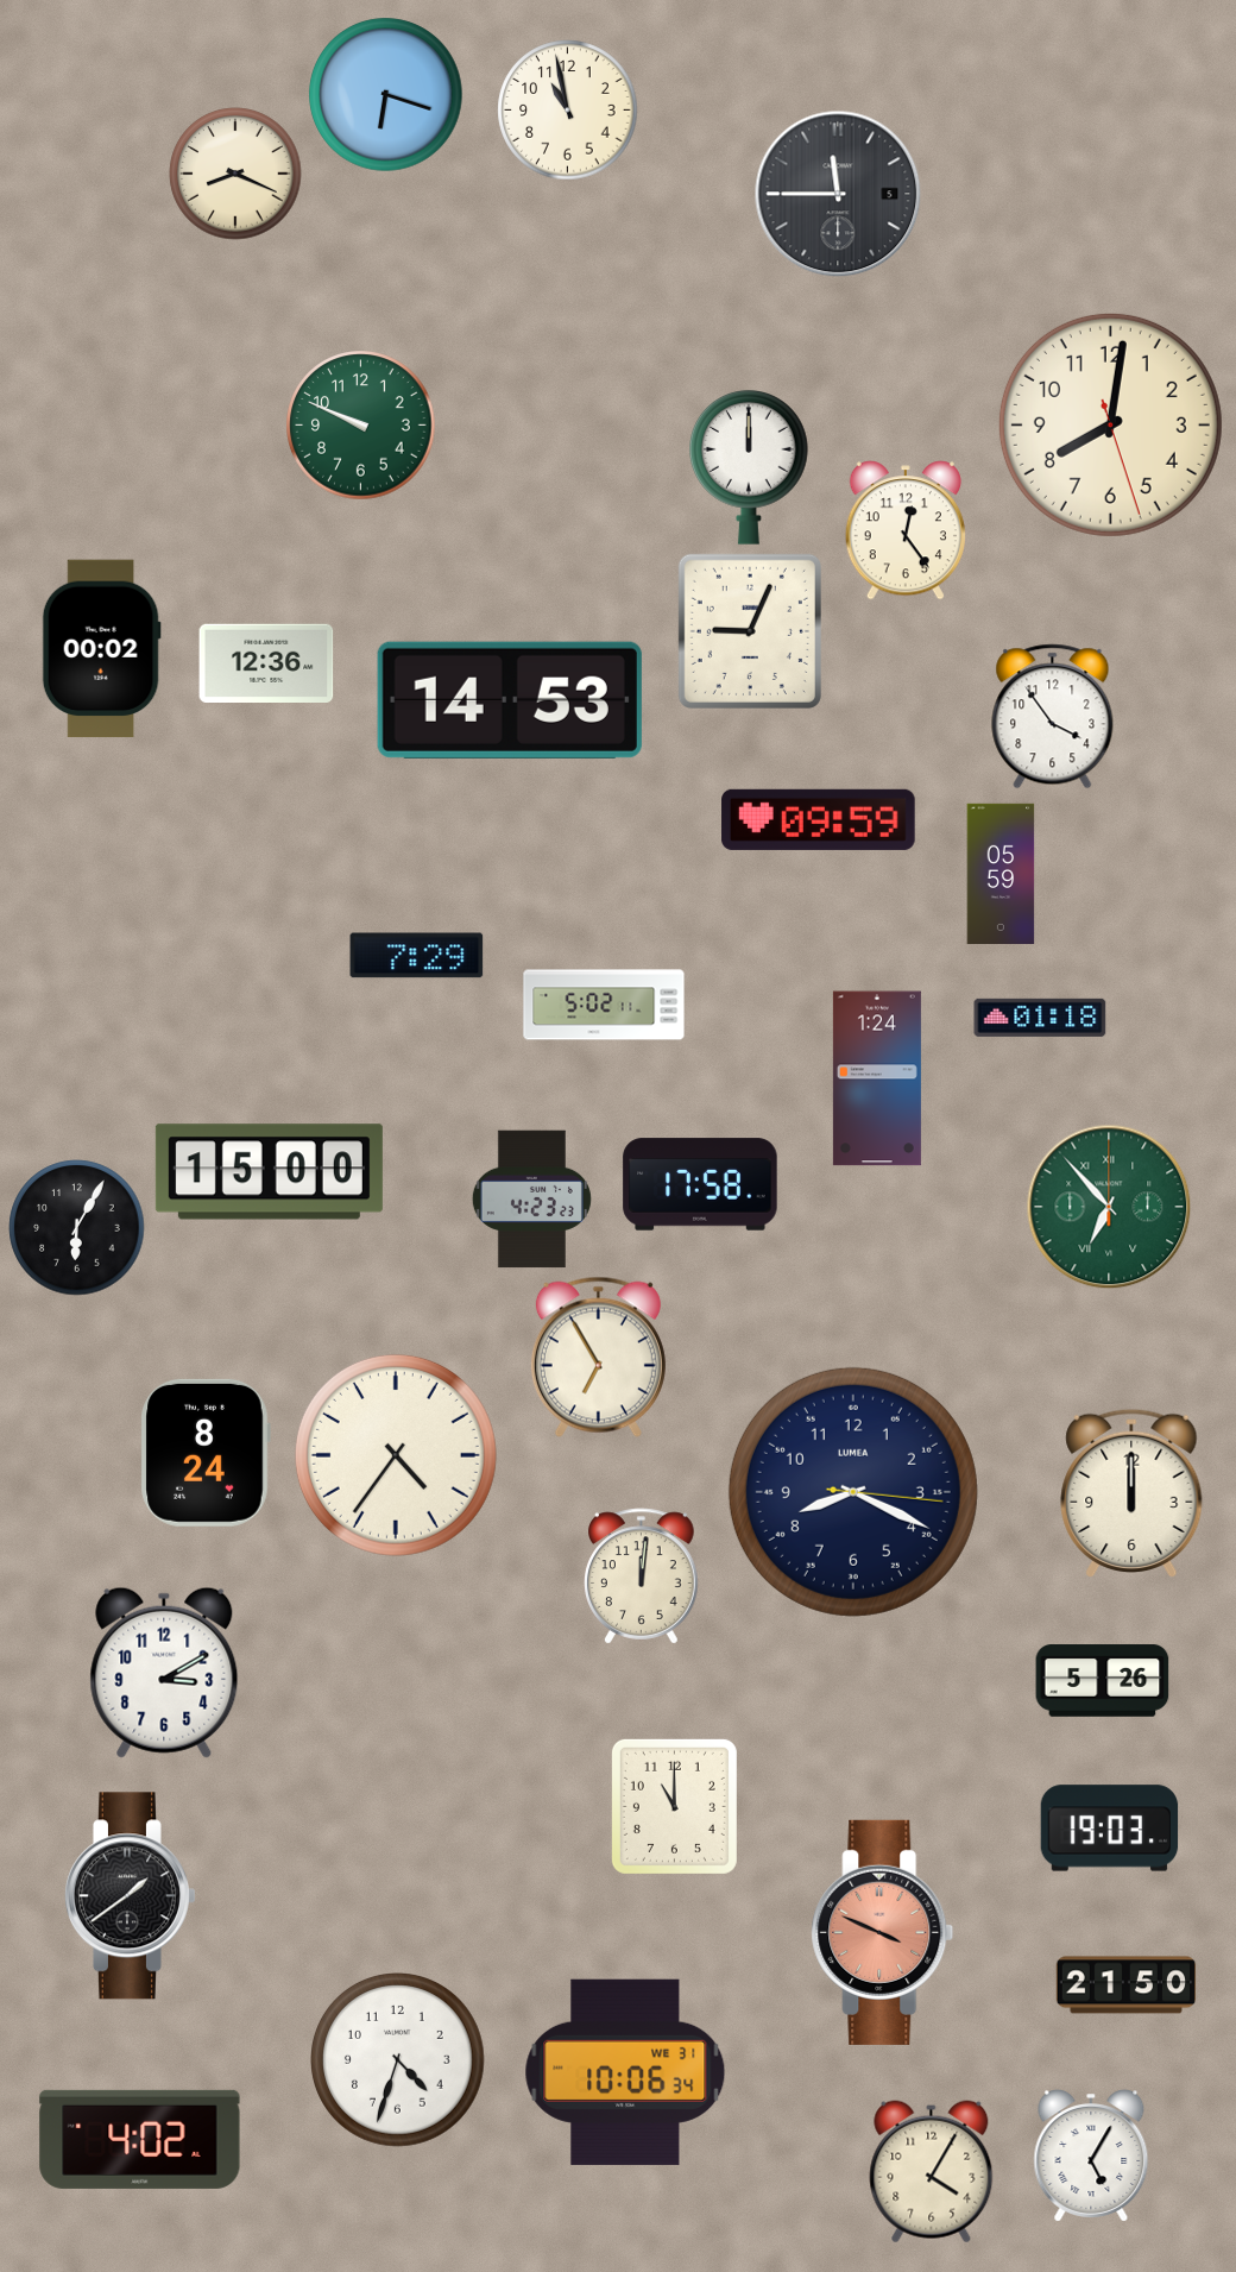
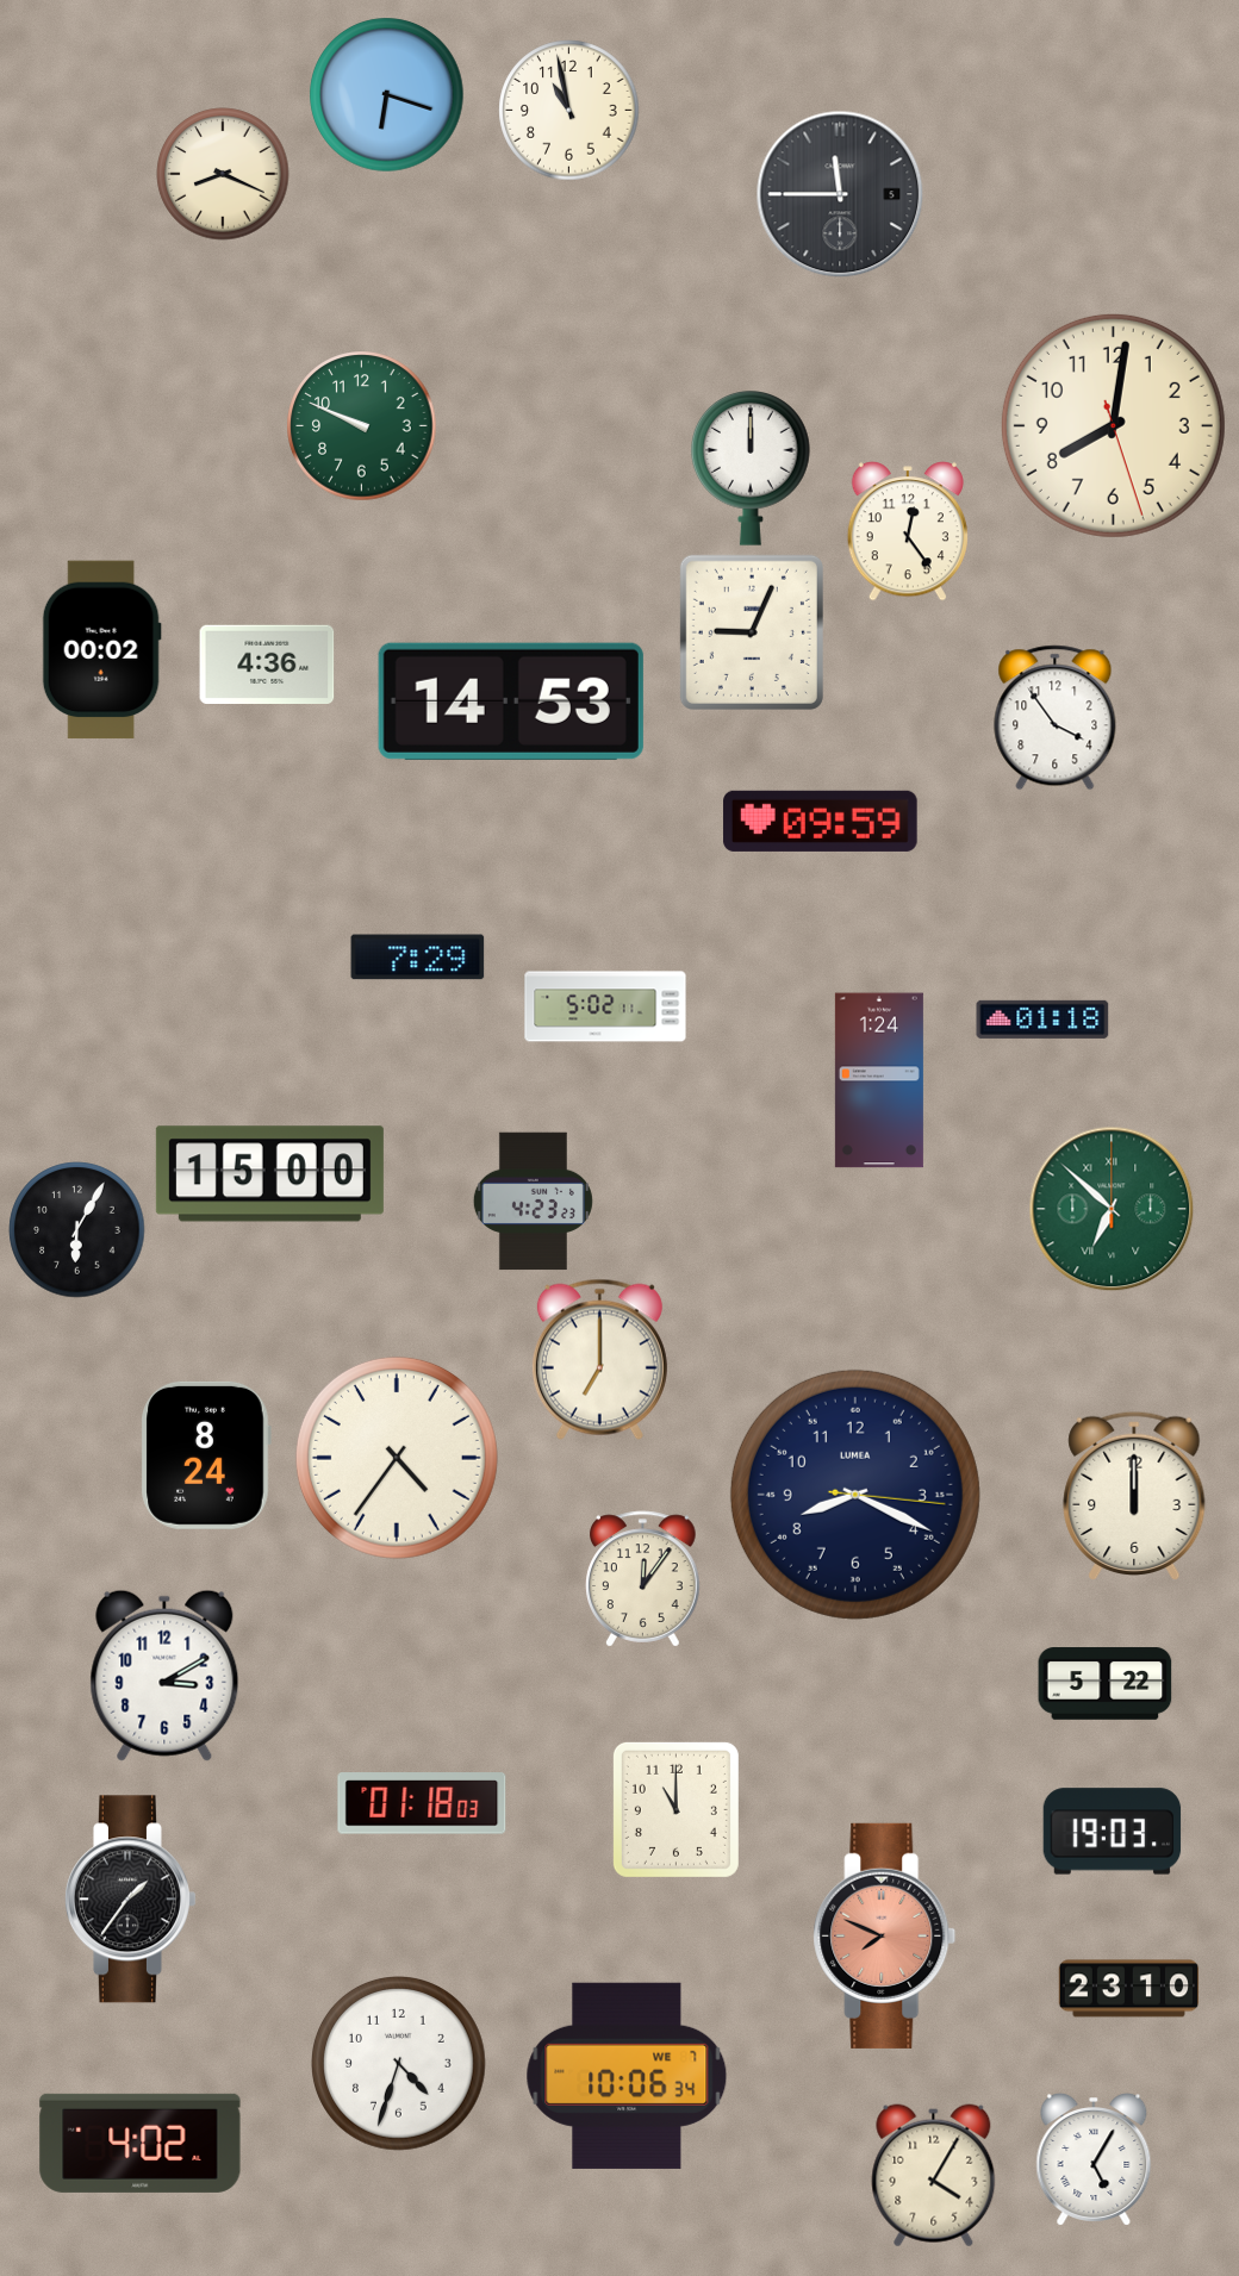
clock at (235, 174) position: (235, 174) -> (223, 174)
clock at (266, 662): 12:36 -> 4:36
clock at (1001, 873): 05:59 -> none
clock at (700, 1184): 17:58 -> none
clock at (1109, 1207): 6:53 -> 6:52
clock at (598, 1357): 6:55 -> 7:00
clock at (642, 1576): 12:01 -> 12:06
clock at (1103, 1681): 5:26 -> 5:22
clock at (422, 1803): none -> 01:18
clock at (130, 1896): 1:39 -> 1:36
clock at (883, 1932): 3:49 -> 7:49
clock at (1127, 1985): 21:50 -> 23:10
clock at (625, 2072) date: WE 31 -> WE 7
